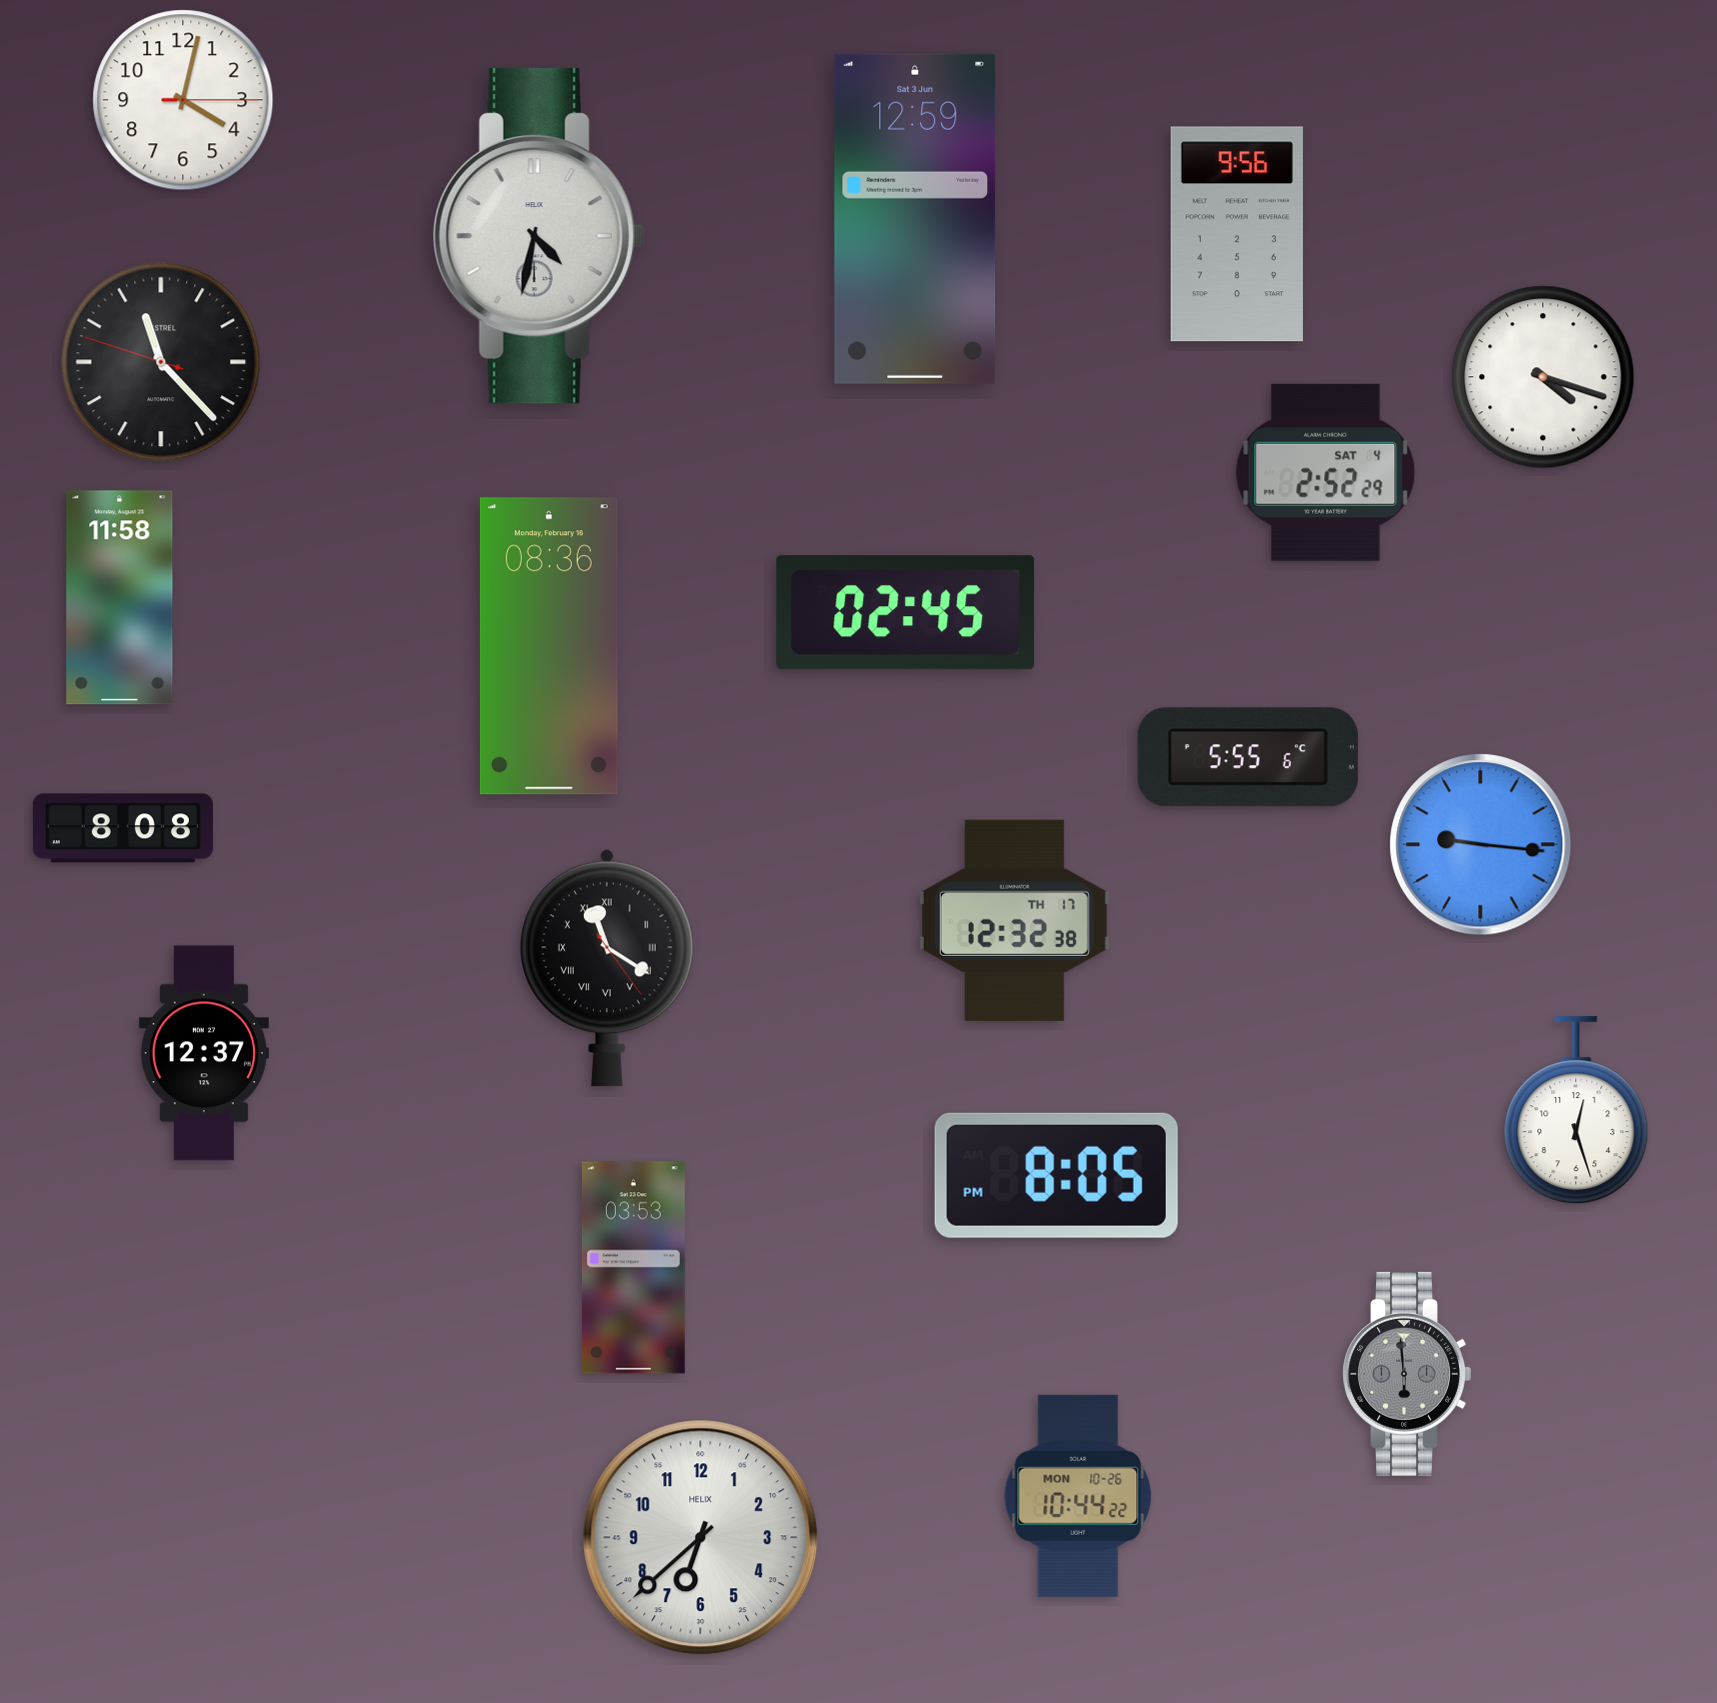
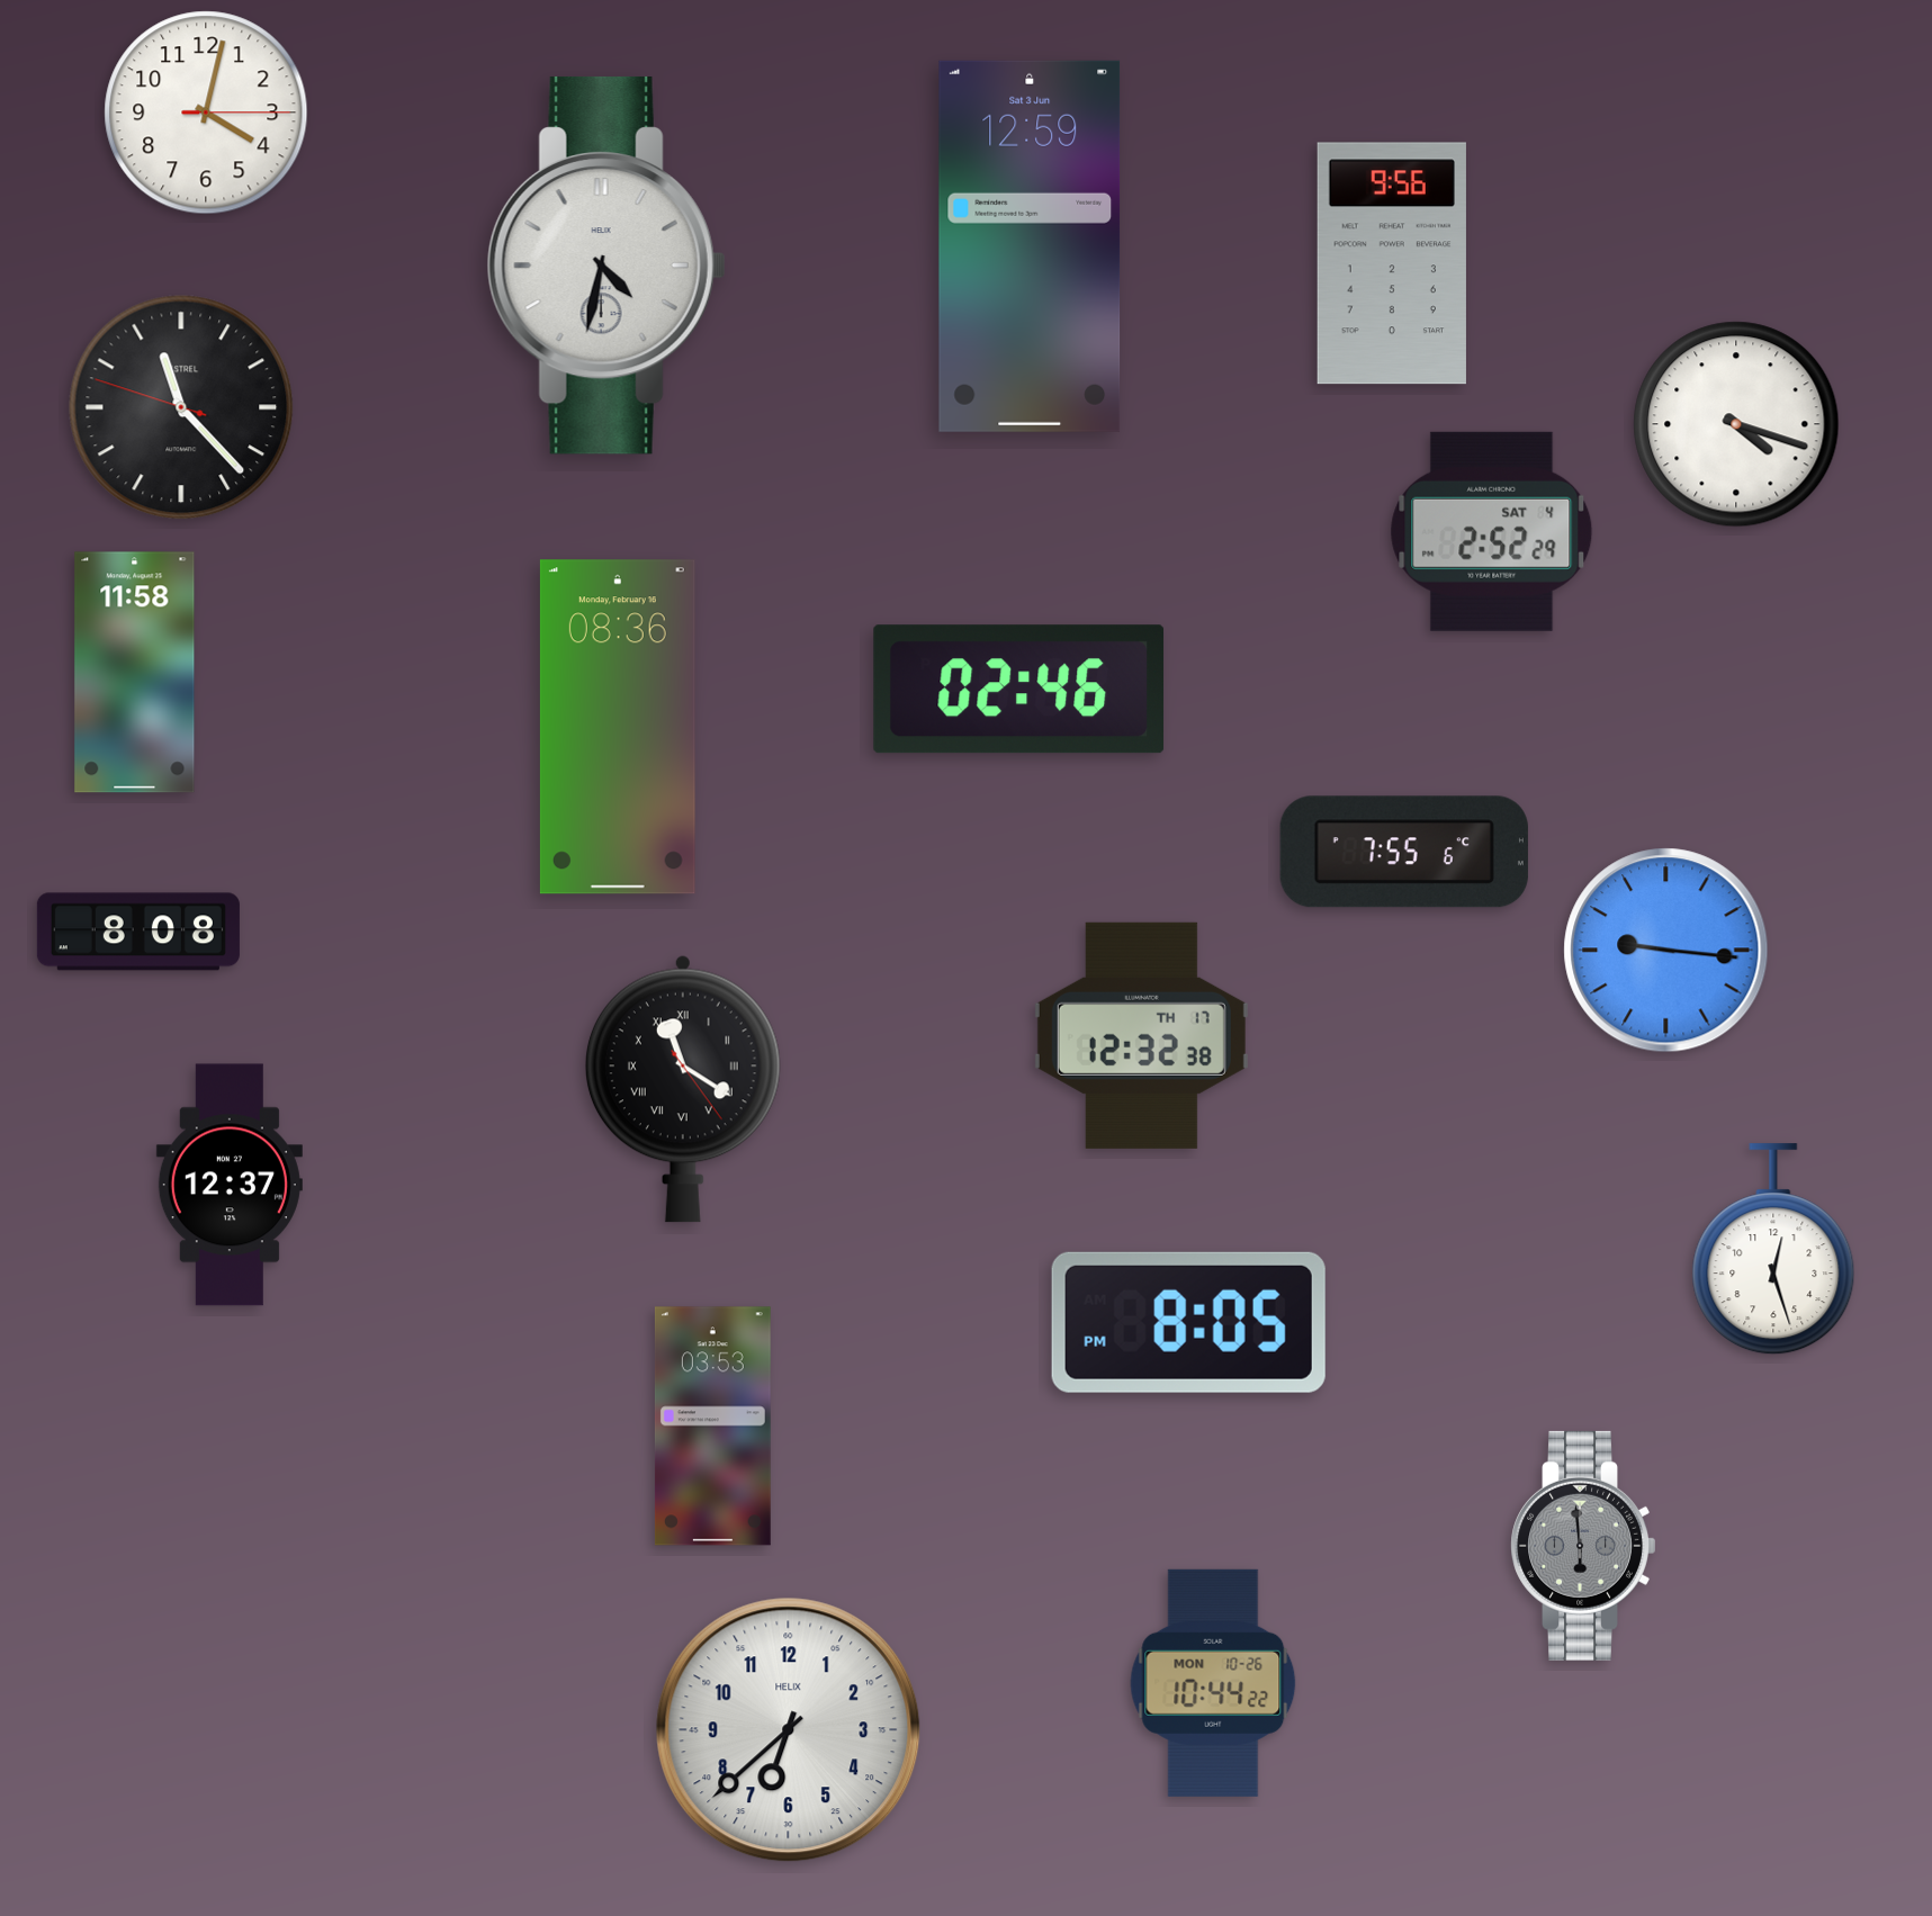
clock at (906, 613): 02:45 -> 02:46
clock at (1248, 757): 5:55 -> 7:55
